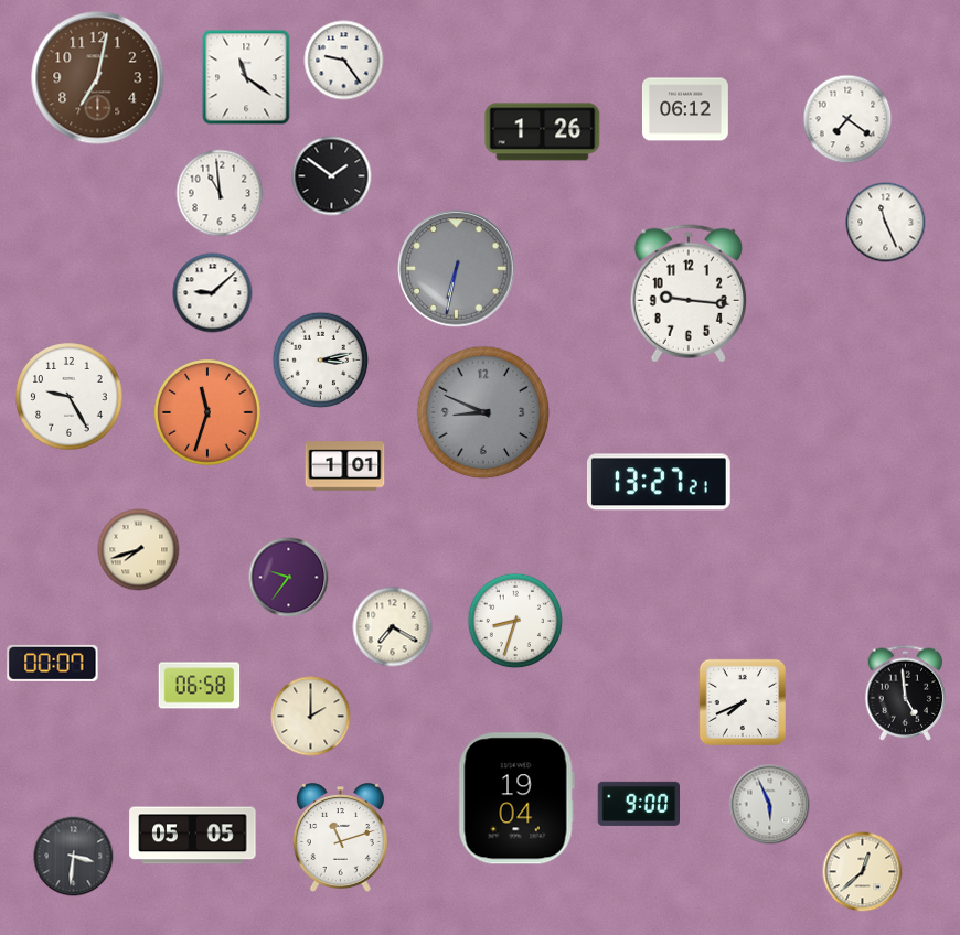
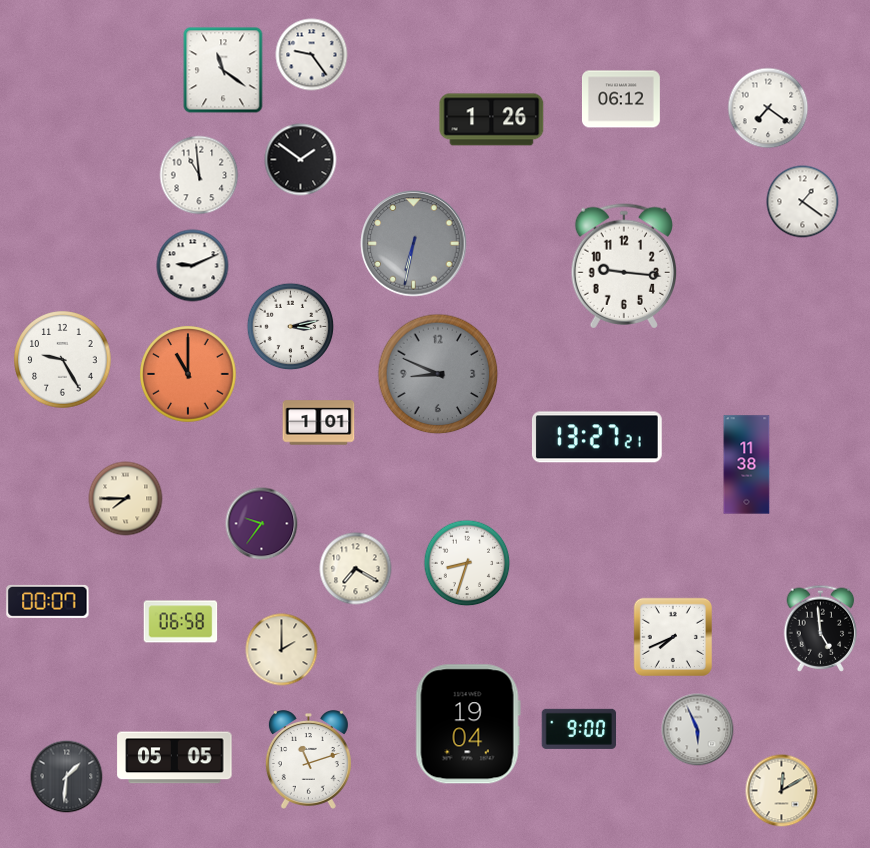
clock at (98, 78): 7:02 -> none
clock at (886, 223): 11:26 -> 1:21
clock at (213, 293): 9:08 -> 9:11
clock at (207, 412): 11:33 -> 11:00
clock at (345, 466) position: (345, 466) -> (319, 423)
clock at (747, 465): none -> 11:38
clock at (139, 550): 7:42 -> 7:45
clock at (74, 857): 3:31 -> 1:31
clock at (863, 872): 12:38 -> 12:10
